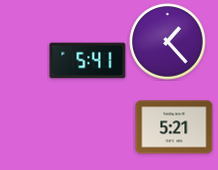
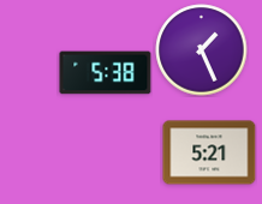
clock at (168, 42): 1:23 -> 1:26
clock at (88, 61): 5:41 -> 5:38
